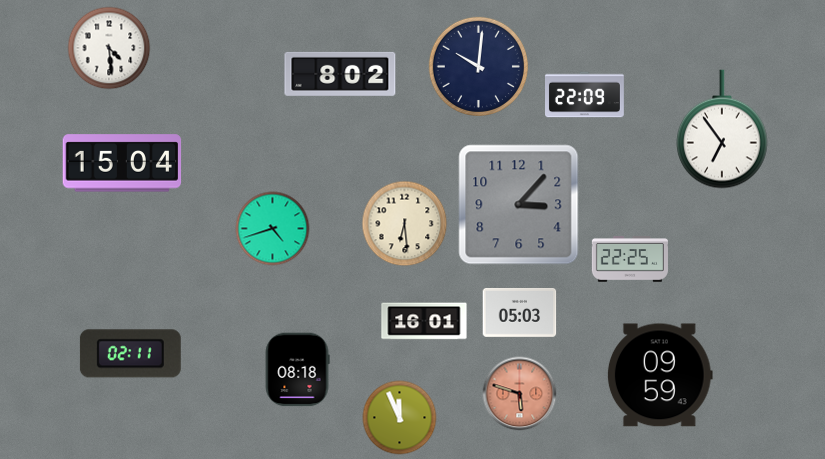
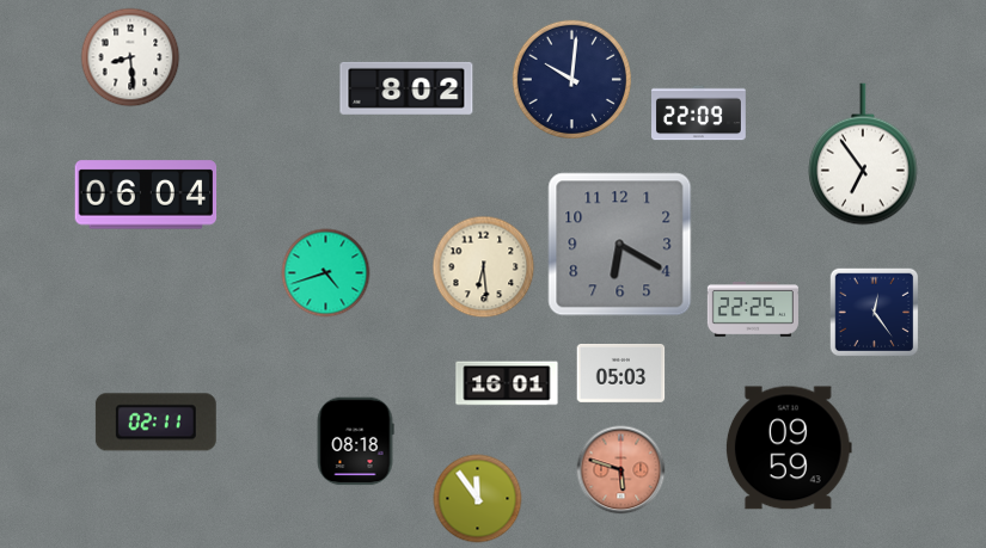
clock at (109, 48): 4:29 -> 8:29
clock at (122, 163): 15:04 -> 06:04
clock at (519, 205): 3:07 -> 6:20
clock at (875, 313): none -> 12:24
clock at (400, 418): 11:56 -> 11:54
